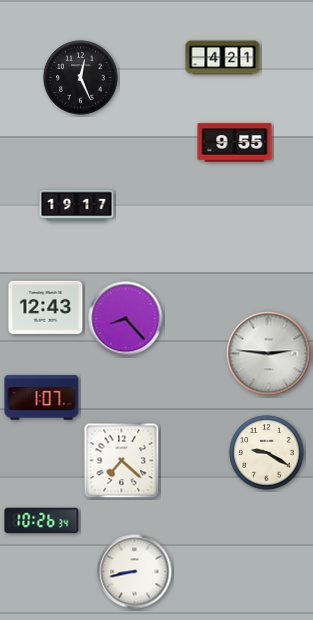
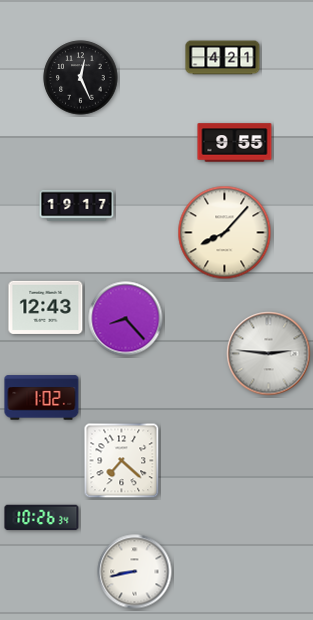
clock at (225, 233): none -> 8:07
clock at (42, 398): 1:07 -> 1:02
clock at (267, 453): 9:20 -> none
clock at (42, 521) position: (42, 521) -> (42, 518)
